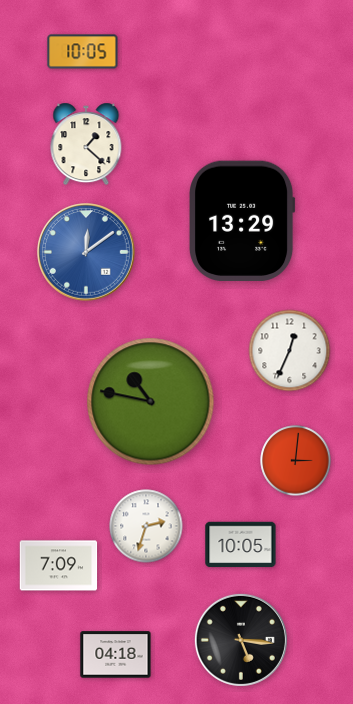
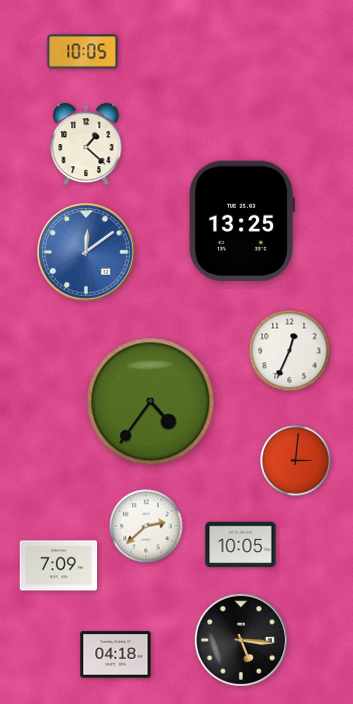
clock at (243, 220): 13:29 -> 13:25
clock at (151, 402): 10:47 -> 4:36
clock at (146, 526): 2:33 -> 2:38
